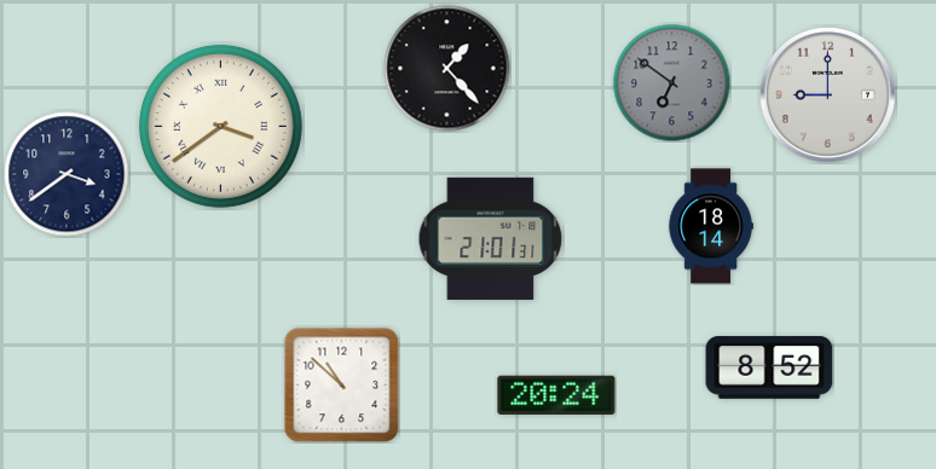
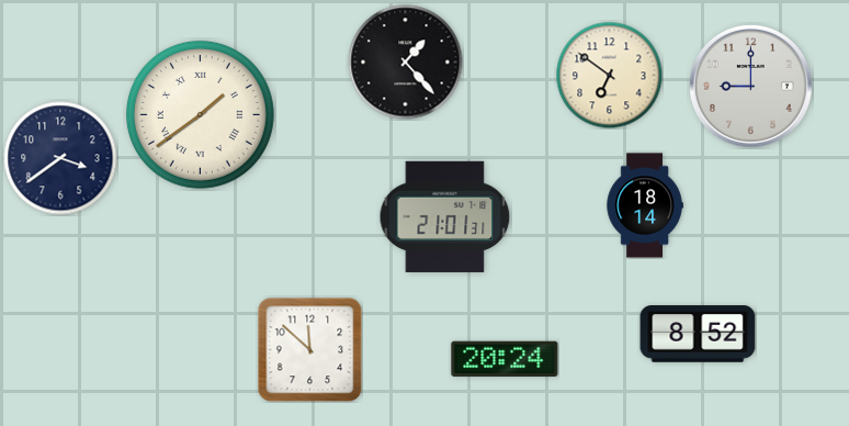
clock at (671, 82) dial: grey -> cream
clock at (220, 126): 3:39 -> 1:39
clock at (341, 384): 10:52 -> 11:52
